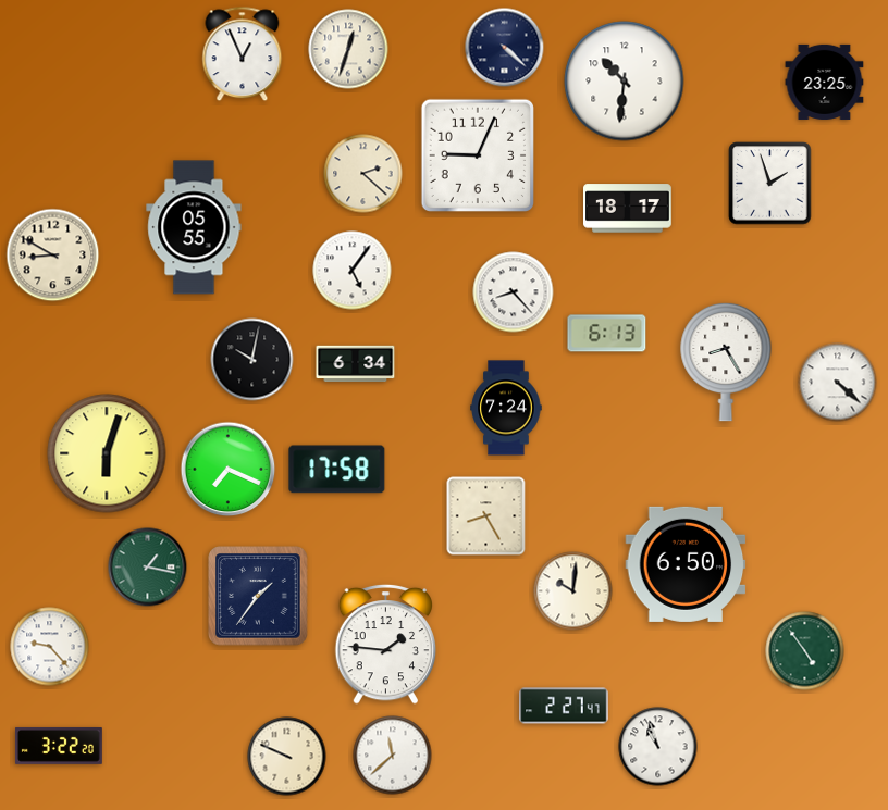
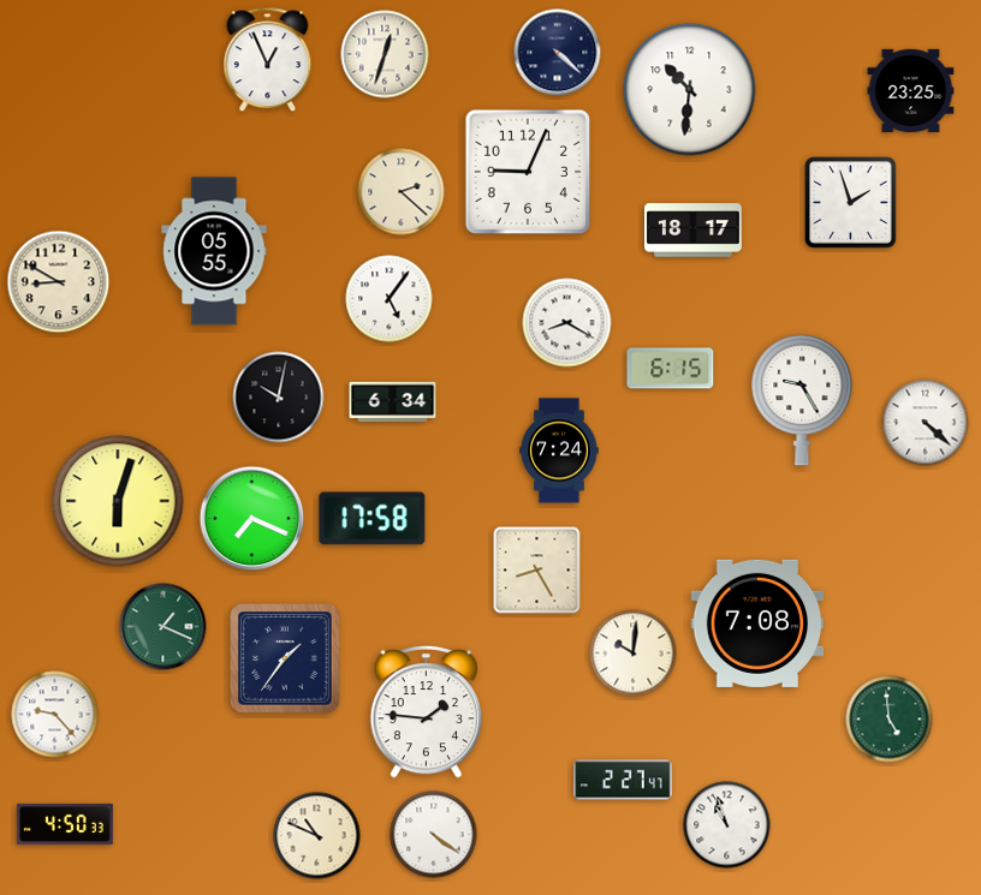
clock at (514, 292): 8:23 -> 8:20
clock at (607, 334): 6:13 -> 6:15
clock at (726, 362): 8:25 -> 9:25
clock at (686, 564): 6:50 -> 7:08
clock at (148, 568): 1:17 -> 1:19
clock at (805, 651): 4:54 -> 4:59
clock at (59, 746): 3:22 -> 4:50
clock at (393, 756): 11:38 -> 4:21
clock at (287, 757): 9:49 -> 10:49
